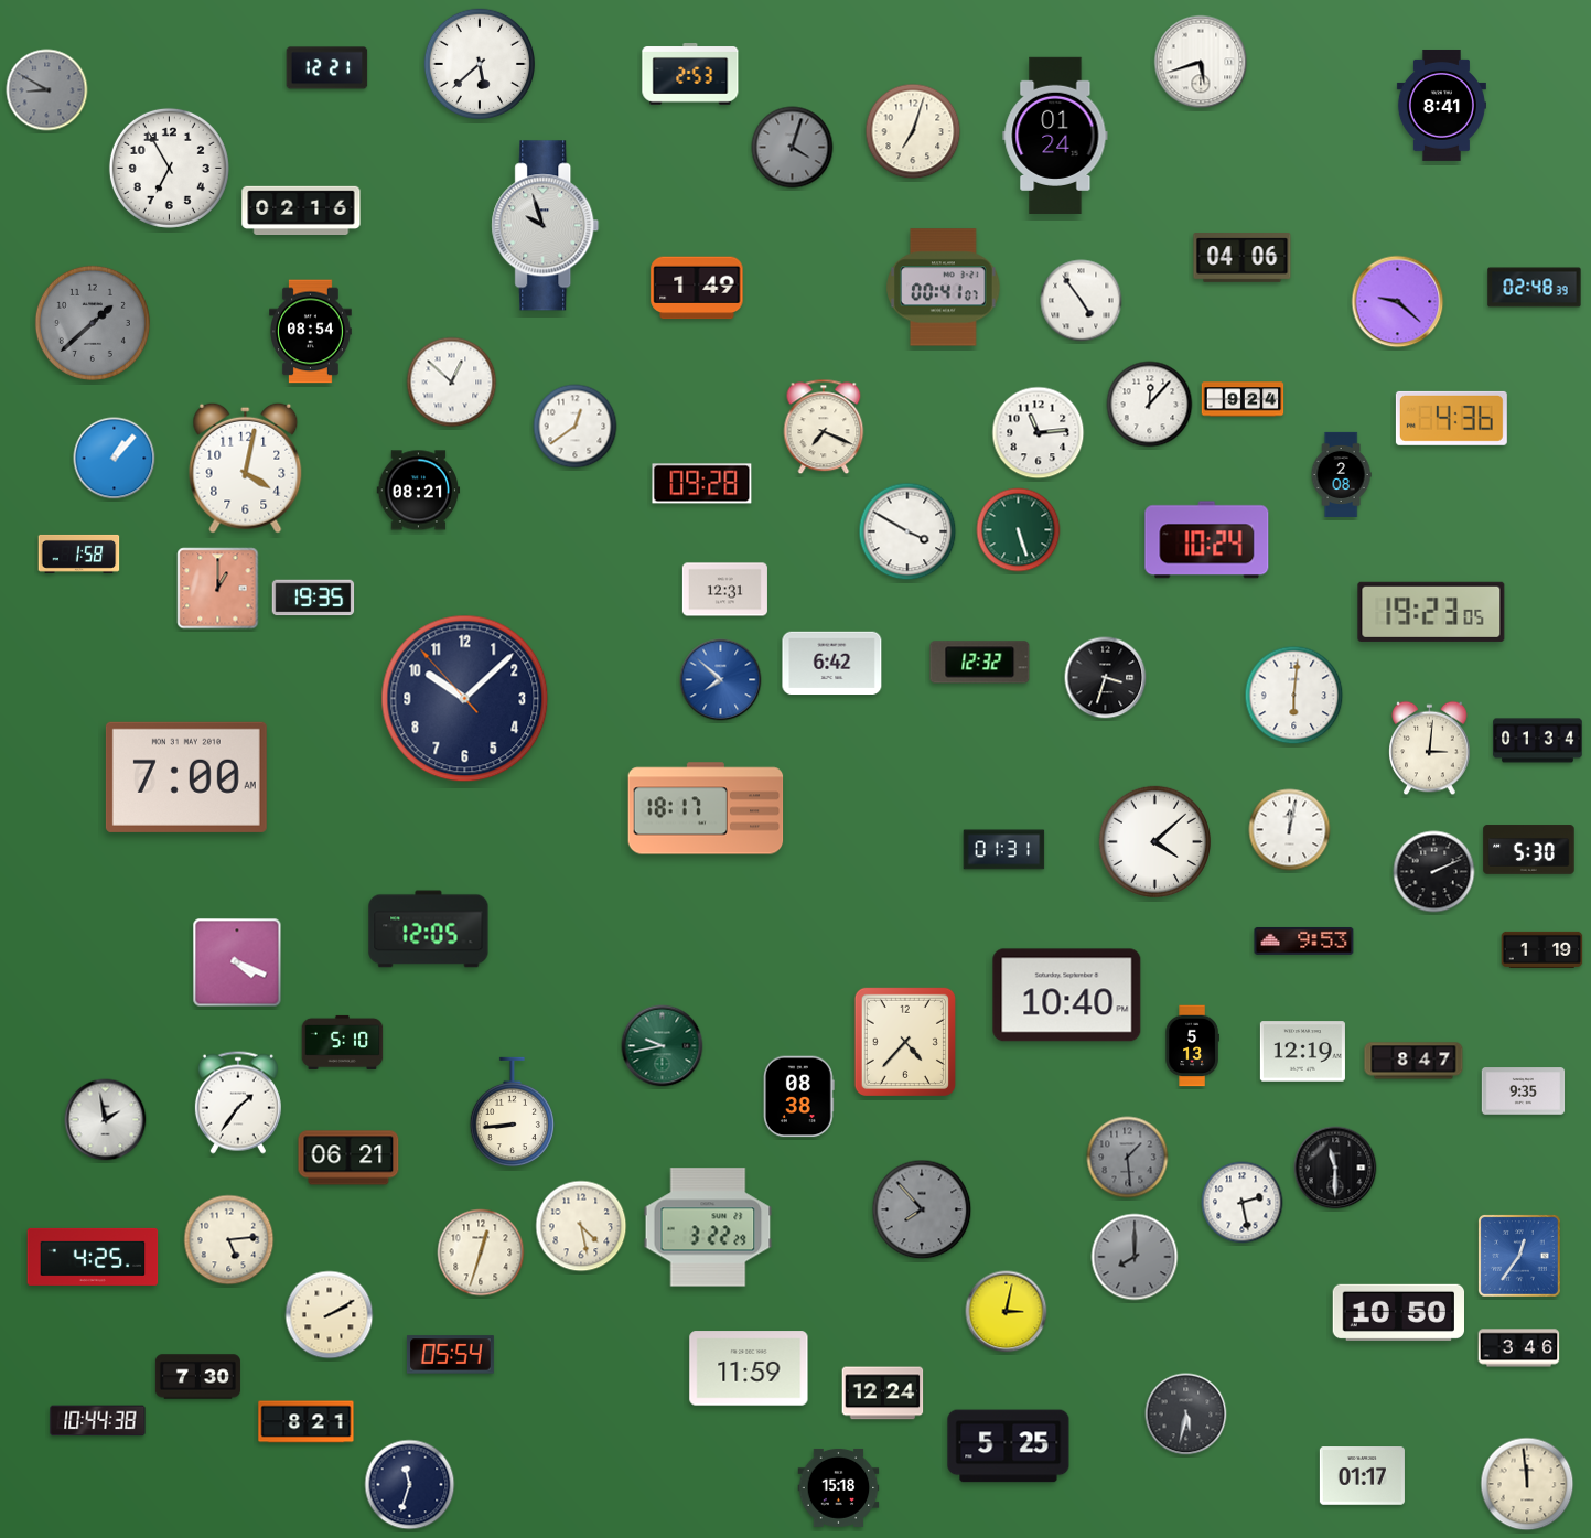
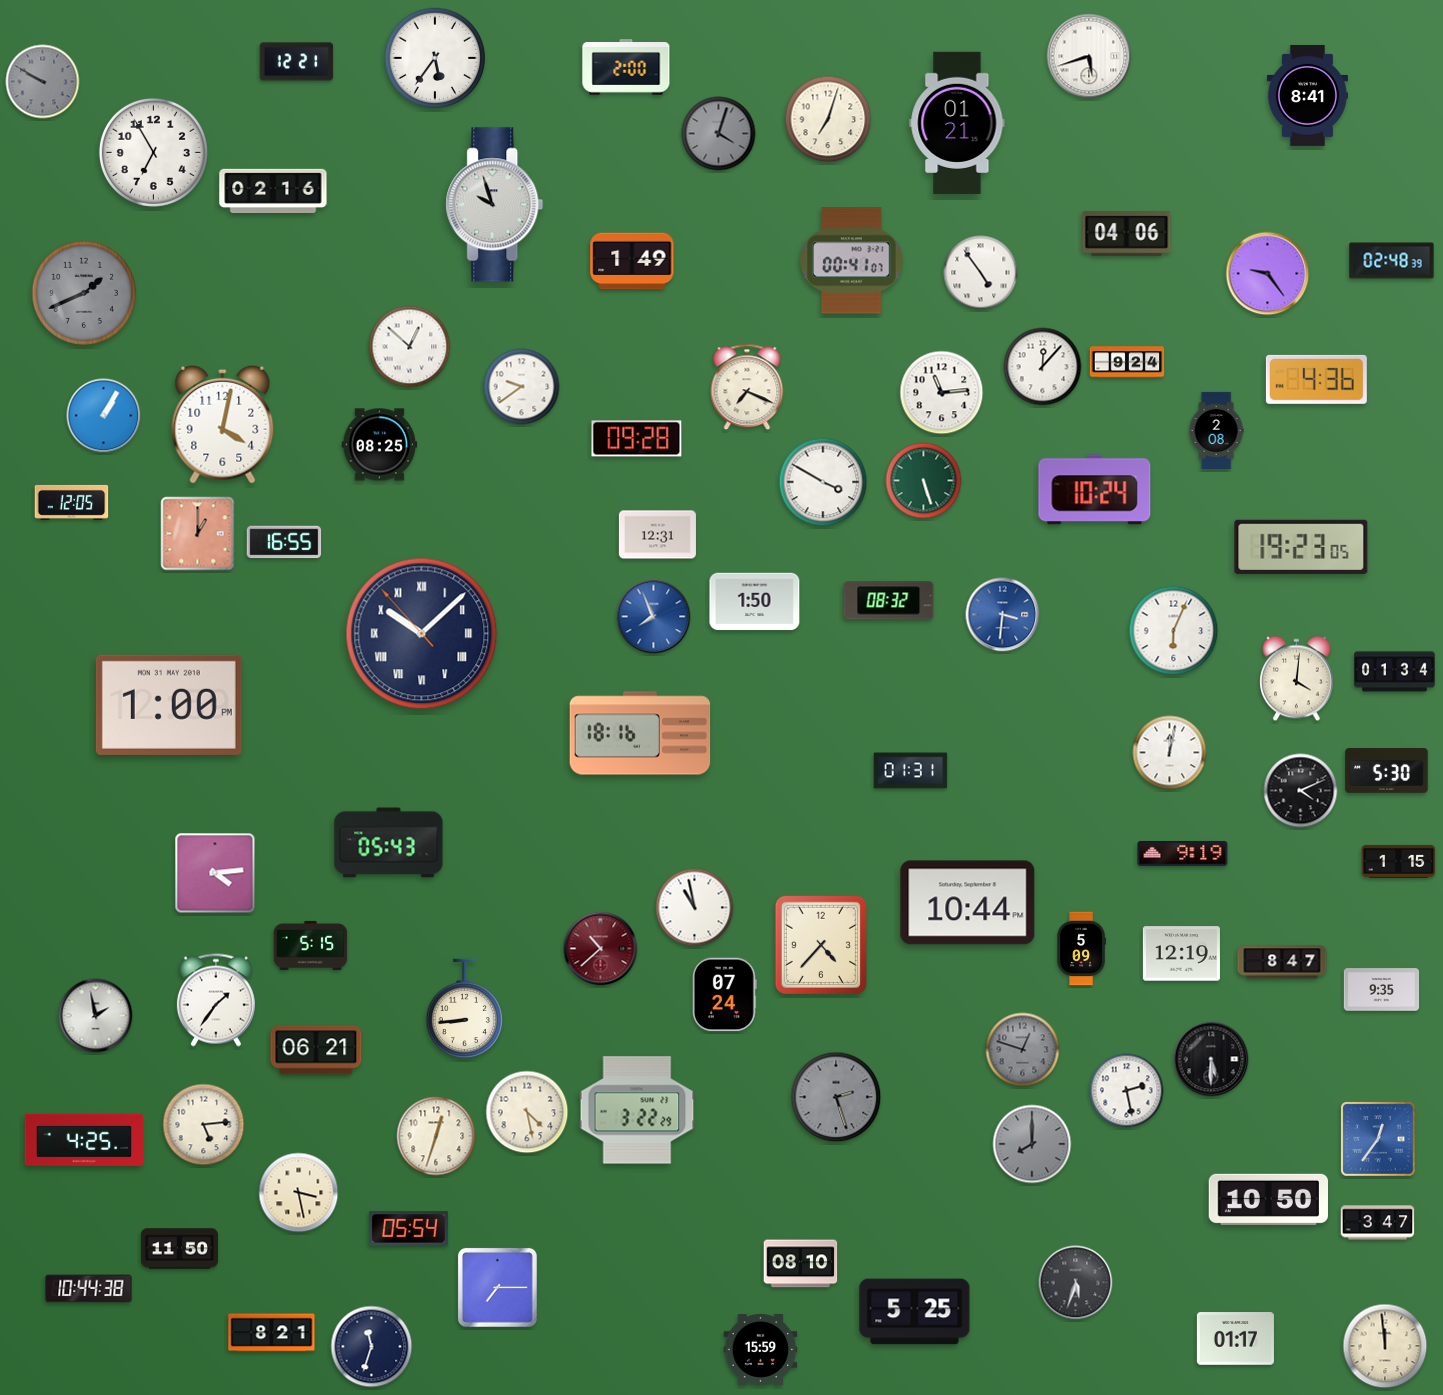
clock at (479, 63): 5:38 -> 5:36
clock at (690, 74): 2:53 -> 2:00
clock at (47, 90): 8:50 -> 9:50
clock at (1055, 136): 01:24 -> 01:21
clock at (944, 288) position: (944, 288) -> (852, 261)
clock at (1398, 302): 9:22 -> 9:24
clock at (93, 323): 1:38 -> 1:41
clock at (311, 332): 08:54 -> none
clock at (576, 427): 12:39 -> 9:39
clock at (115, 459): 1:07 -> 1:05
clock at (419, 491): 08:21 -> 08:25
clock at (79, 553): 1:58 -> 12:05
clock at (313, 598): 19:35 -> 16:55
clock at (1431, 612) position: (1431, 612) -> (1301, 547)
clock at (980, 663): 12:32 -> 08:32
clock at (832, 664): 6:42 -> 1:50
clock at (1106, 678): 3:33 -> 3:31
clock at (1106, 678) dial: black -> blue
clock at (721, 680): 7:52 -> 7:56
clock at (1294, 696): 6:01 -> 6:04
clock at (465, 699) numerals: Arabic -> Roman
clock at (1430, 749): 3:01 -> 4:01
clock at (186, 777): 7:00 -> 1:00
clock at (706, 808): 18:17 -> 18:16
clock at (1154, 841): 4:08 -> none
clock at (1434, 872): 2:11 -> 4:11
clock at (429, 929): 12:05 -> 05:43
clock at (1304, 940): 9:53 -> 9:19
clock at (1542, 949): 1:19 -> 1:15
clock at (237, 962): 4:19 -> 4:14
clock at (1067, 996): 10:40 -> 10:44
clock at (695, 908): none -> 10:58
clock at (343, 1042): 5:10 -> 5:15
clock at (663, 1046): 9:43 -> 10:38
clock at (663, 1046) dial: green -> burgundy
clock at (1192, 1046): 5:13 -> 5:09
clock at (798, 1097): 08:38 -> 07:24
clock at (1128, 1158): 1:29 -> 12:48
clock at (1335, 1168): 11:30 -> 5:30
clock at (922, 1209): 7:53 -> 2:27
clock at (708, 1227) position: (708, 1227) -> (637, 1110)
clock at (229, 1240) position: (229, 1240) -> (204, 1125)
clock at (1135, 1257) position: (1135, 1257) -> (1032, 1144)
clock at (1007, 1312): 3:02 -> none
clock at (1398, 1312) position: (1398, 1312) -> (1268, 1199)
clock at (330, 1315): 2:10 -> 3:28
clock at (1519, 1348): 3:46 -> 3:47
clock at (749, 1368): 11:59 -> none
clock at (197, 1377): 7:30 -> 11:50
clock at (883, 1394): 12:24 -> 08:10
clock at (1186, 1415): 5:32 -> 5:33
clock at (497, 1287): none -> 7:15
clock at (307, 1422) position: (307, 1422) -> (272, 1333)
clock at (839, 1487): 15:18 -> 15:59
